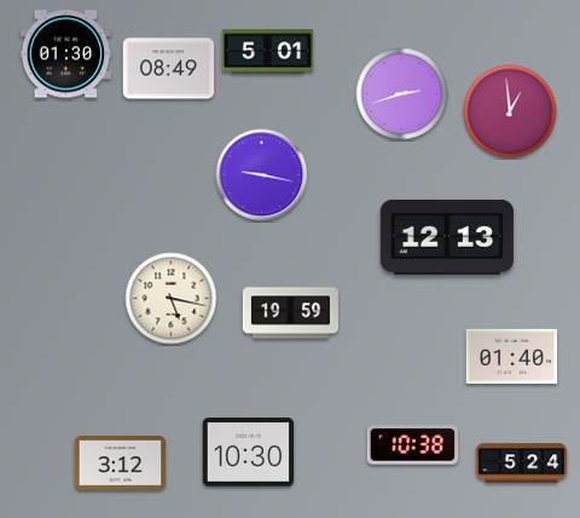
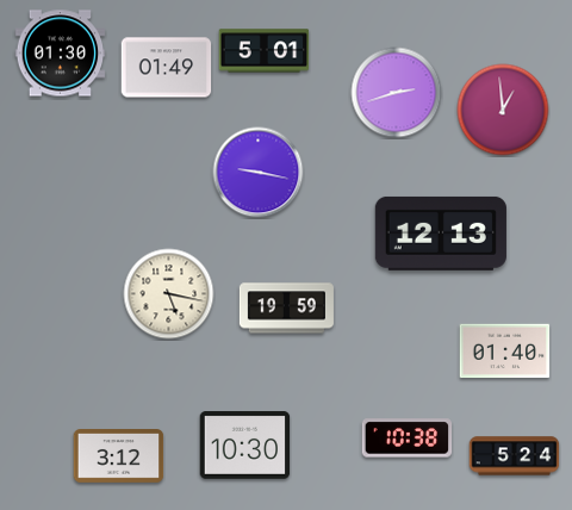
clock at (66, 54) position: (66, 54) -> (61, 54)
clock at (169, 69): 08:49 -> 01:49
